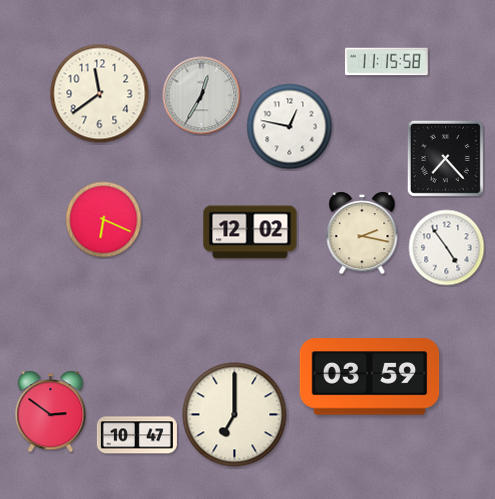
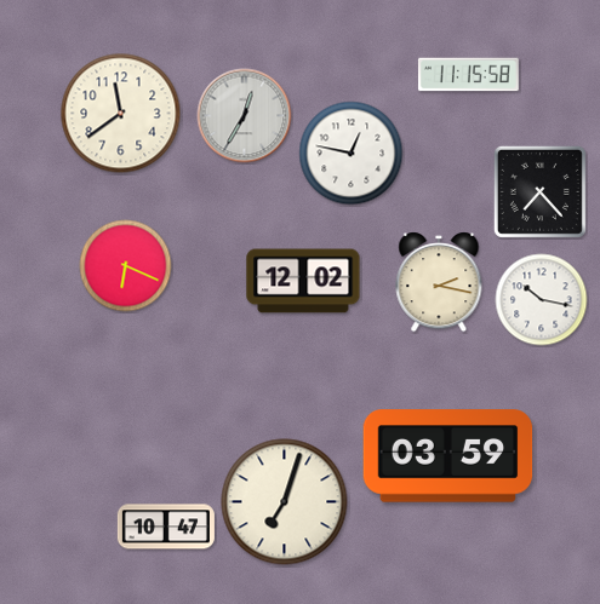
clock at (447, 248): 4:54 -> 10:17
clock at (51, 412): 2:51 -> none
clock at (235, 415): 7:00 -> 7:03
